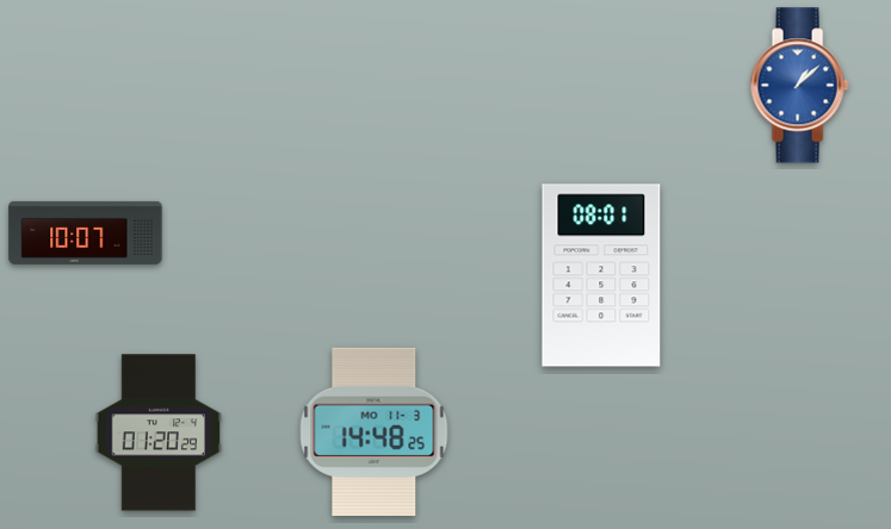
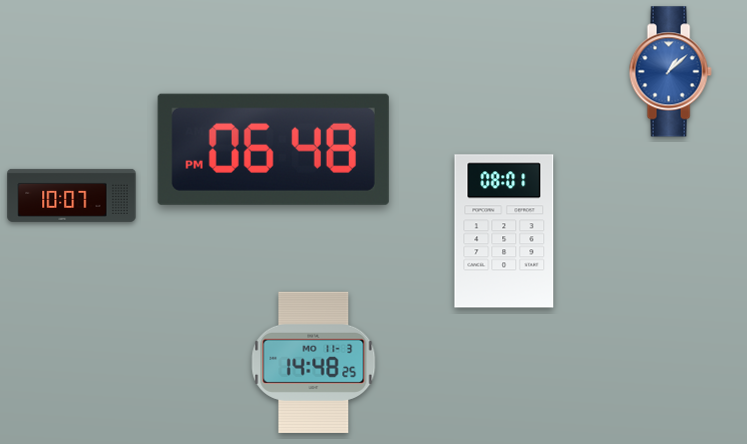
clock at (273, 149): none -> 06:48
clock at (159, 432): 01:20 -> none
